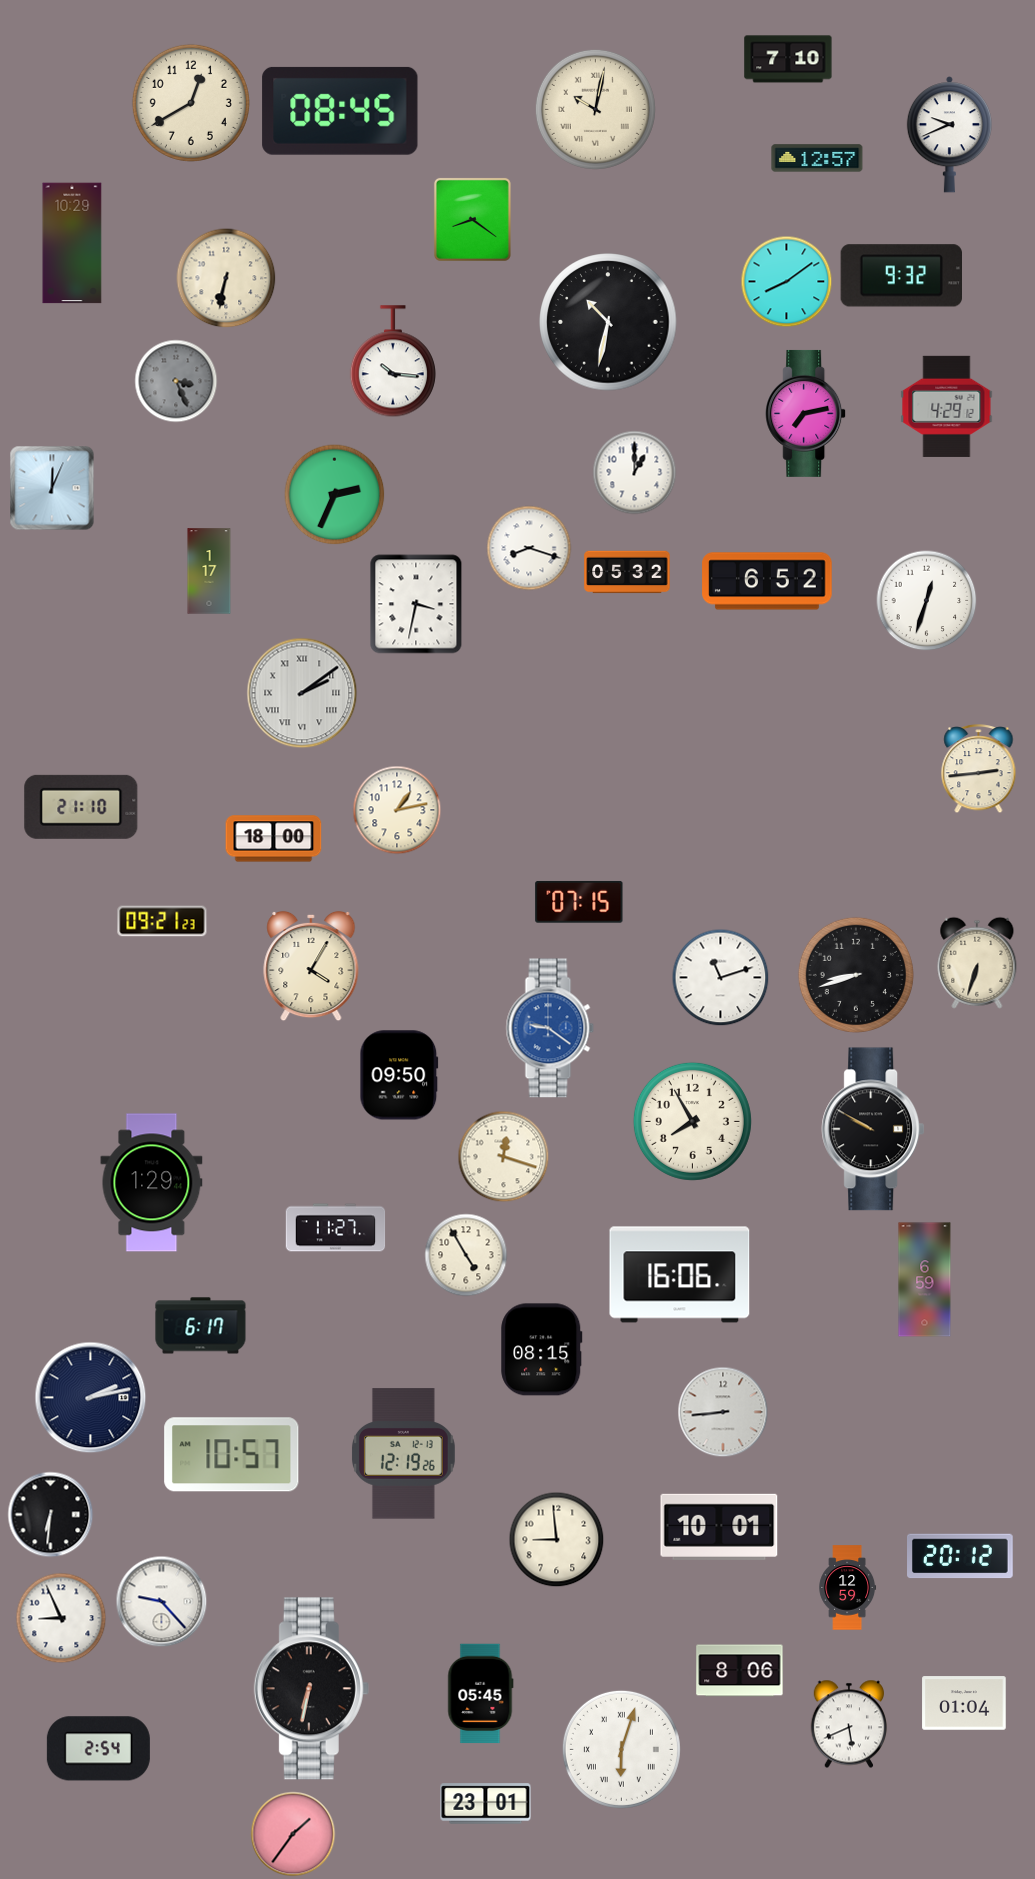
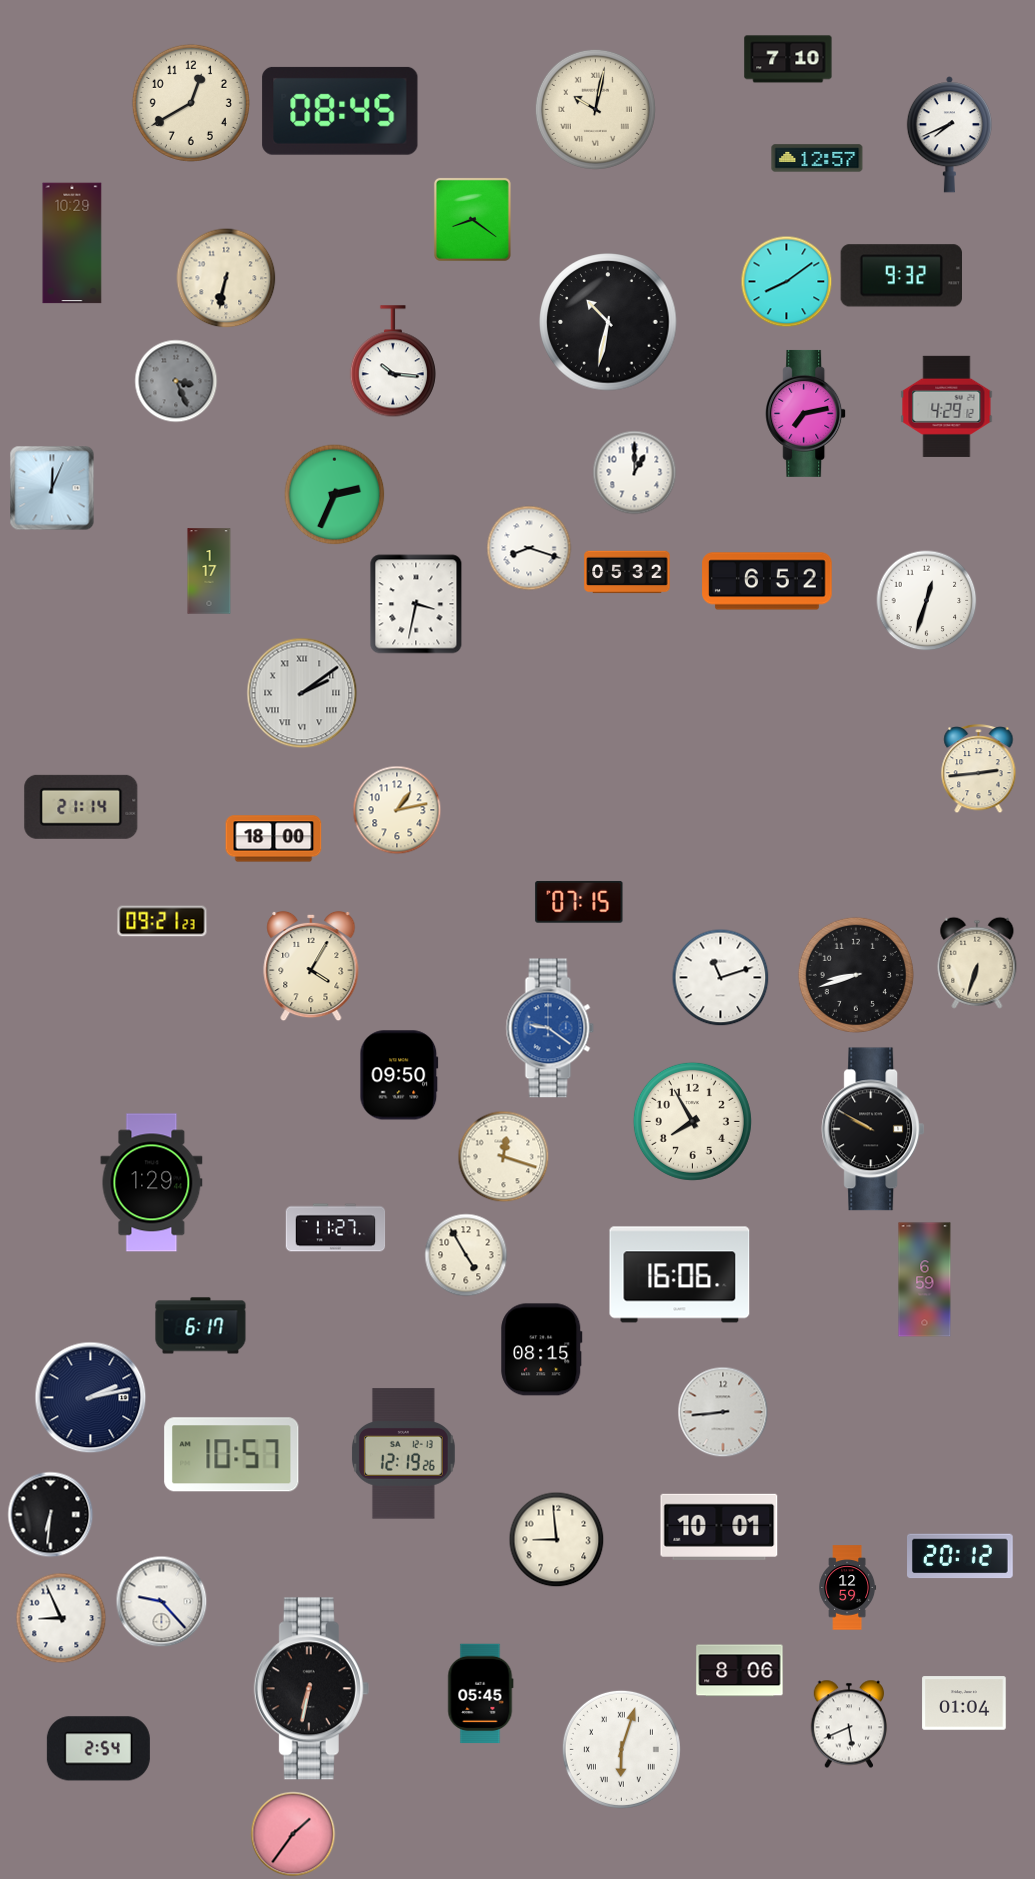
clock at (949, 135): 9:41 -> 7:41
clock at (81, 807): 21:10 -> 21:14
clock at (486, 1804): 23:01 -> none
